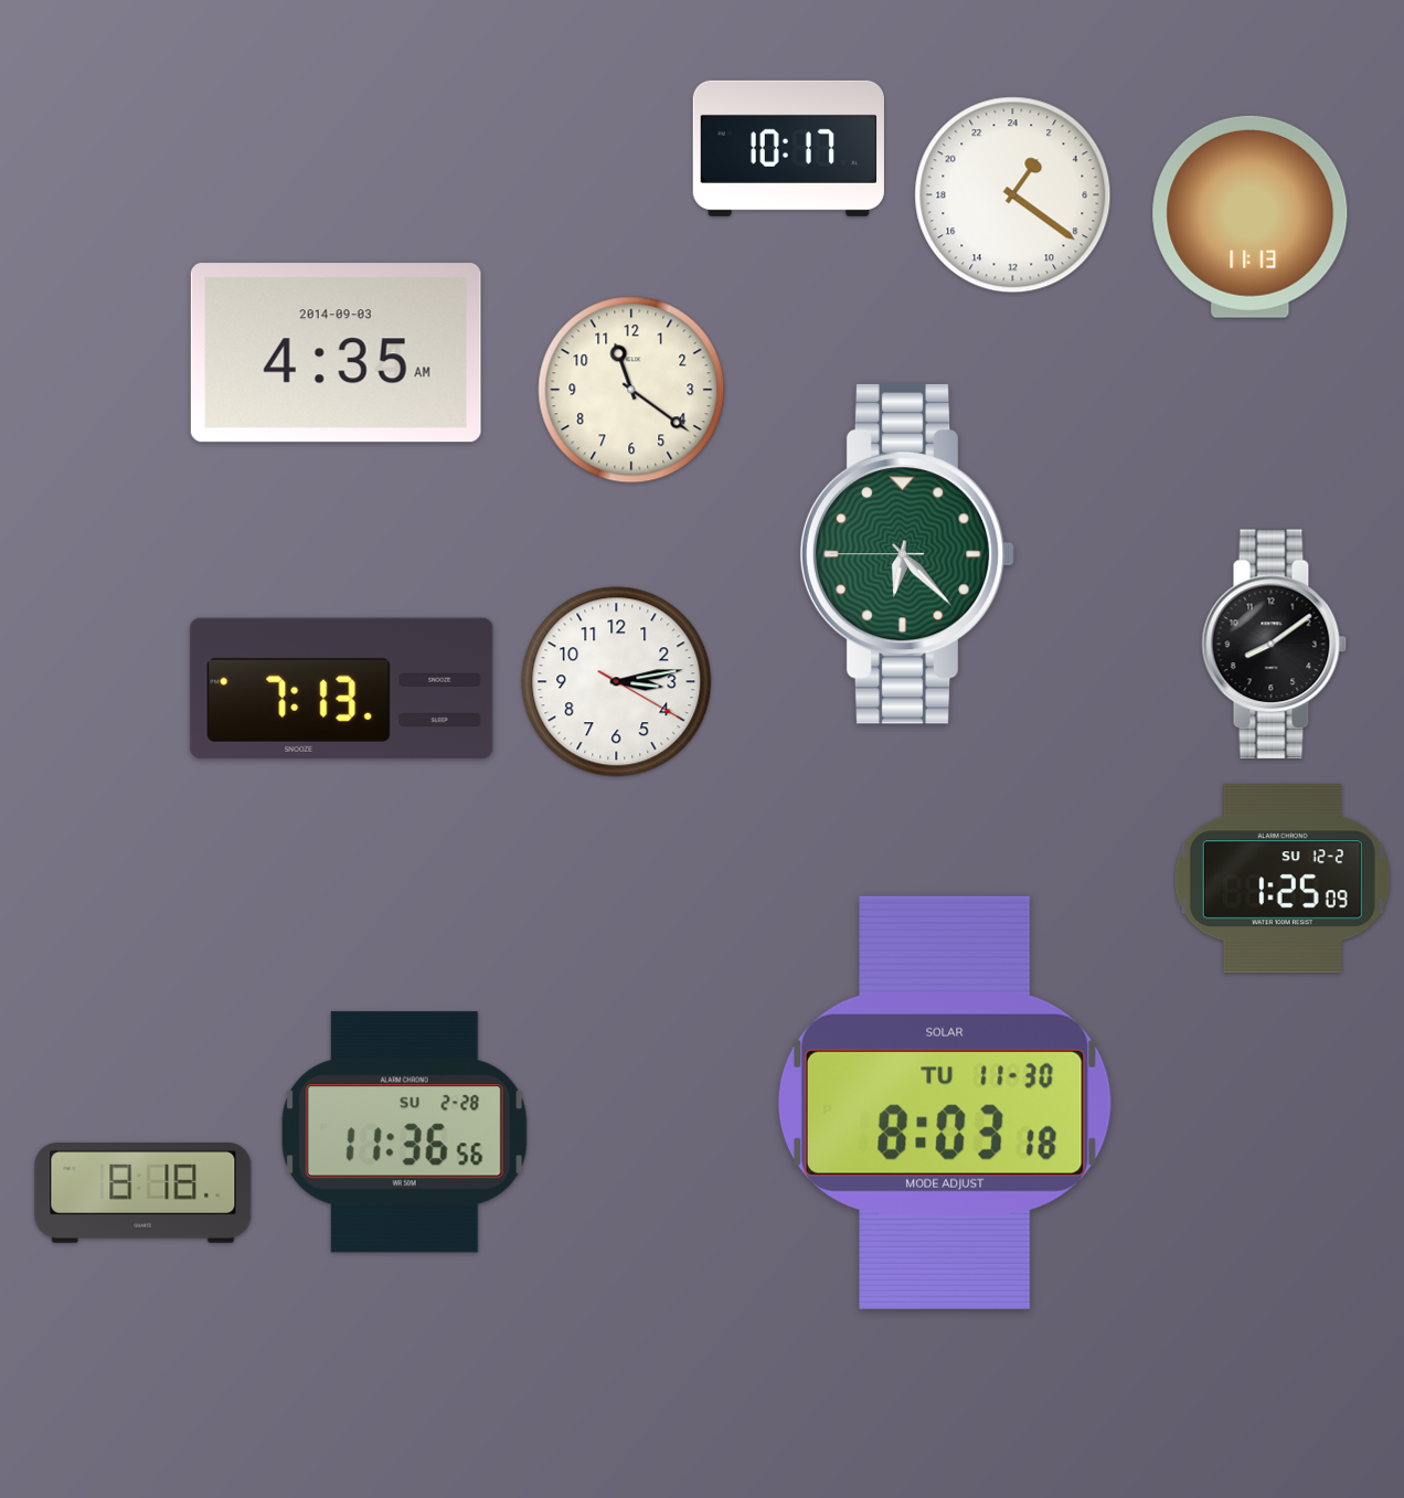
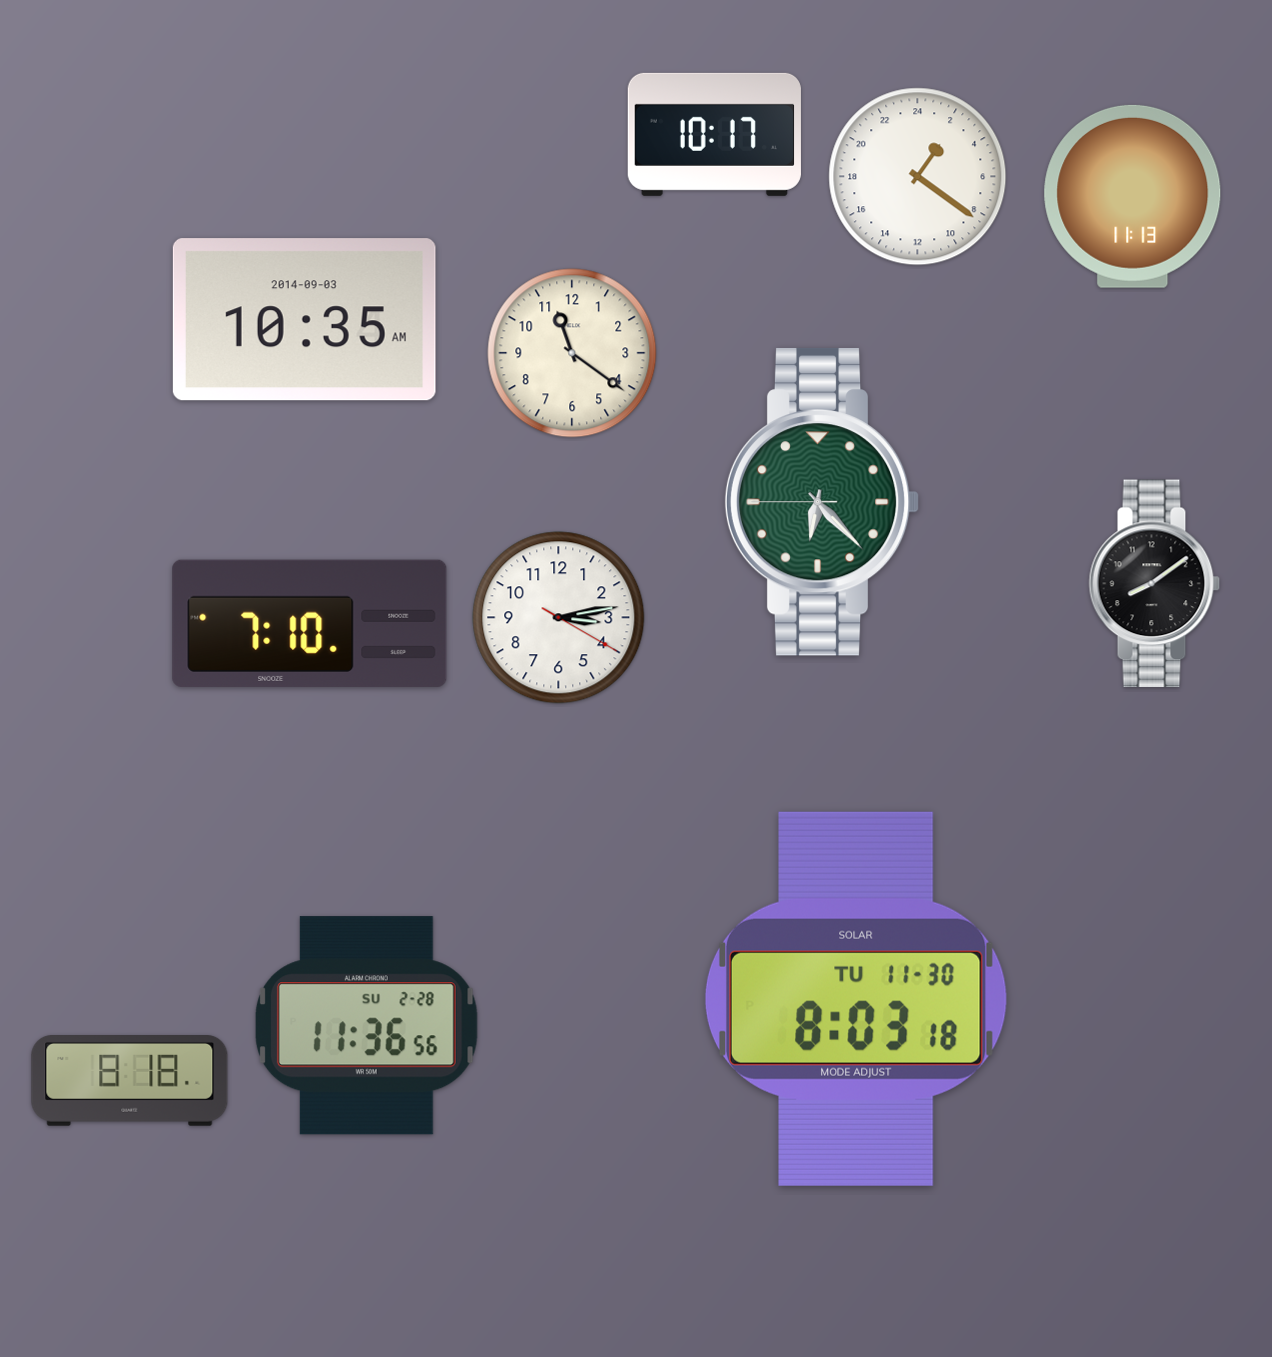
clock at (336, 353): 4:35 -> 10:35
clock at (342, 688): 7:13 -> 7:10
clock at (1283, 879): 1:25 -> none
